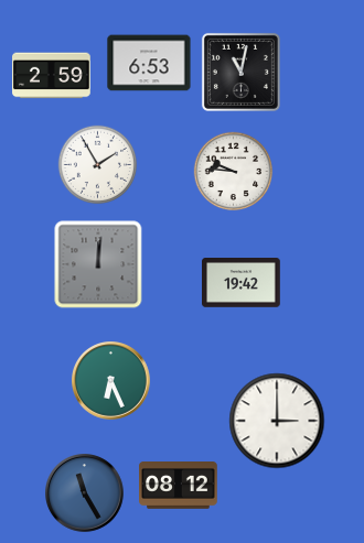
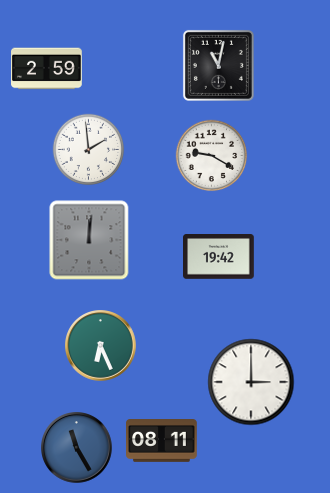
clock at (149, 63): 6:53 -> none
clock at (98, 165): 1:55 -> 1:59
clock at (234, 172): 9:46 -> 9:20
clock at (179, 486): 08:12 -> 08:11
